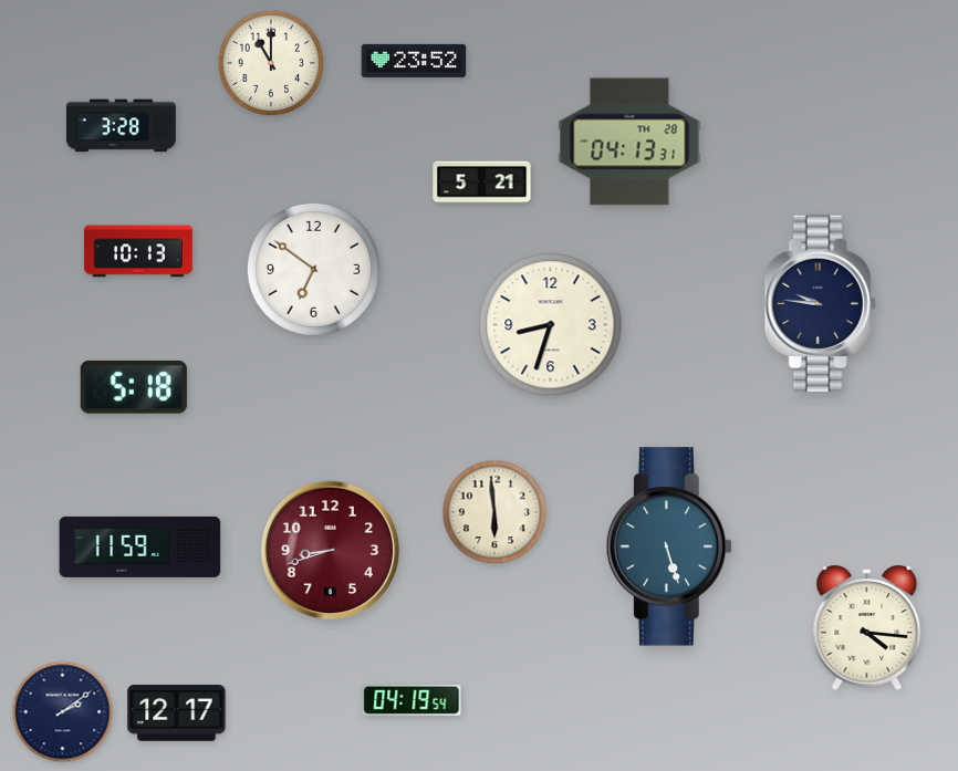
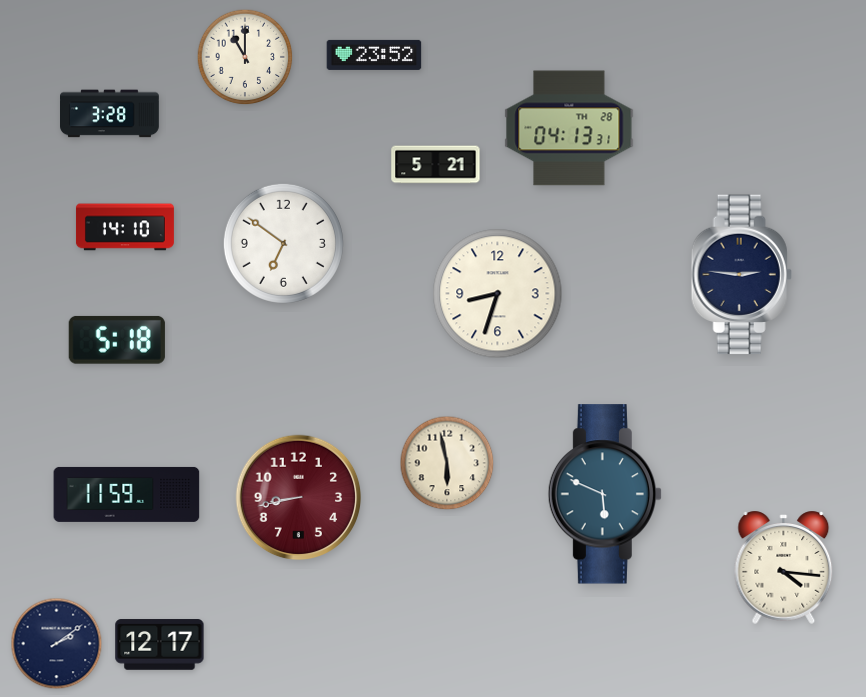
clock at (138, 251): 10:13 -> 14:10
clock at (820, 304): 9:46 -> 2:46
clock at (134, 387) position: (134, 387) -> (117, 340)
clock at (494, 512): 5:59 -> 5:58
clock at (668, 546): 5:27 -> 5:49
clock at (331, 551): 8:42 -> 8:43
clock at (412, 700): 04:19 -> none
